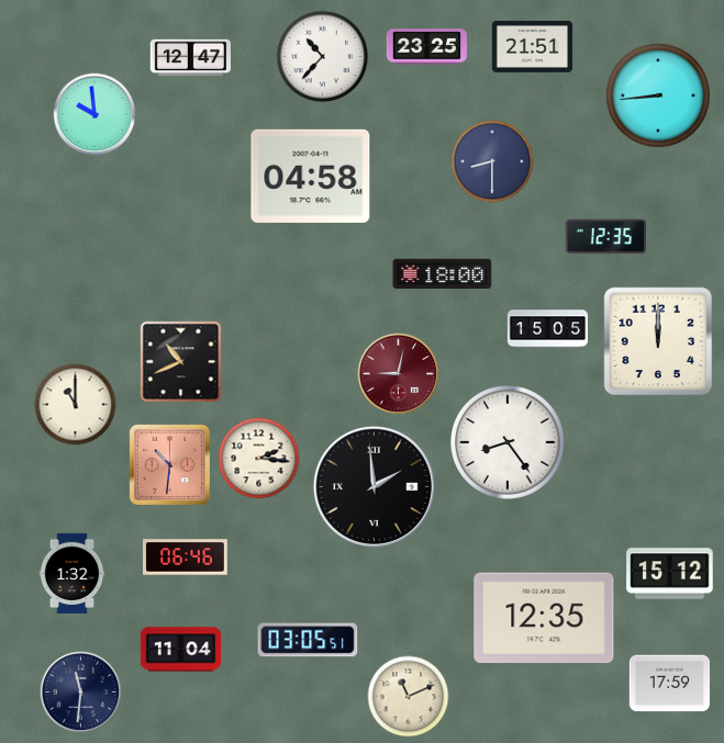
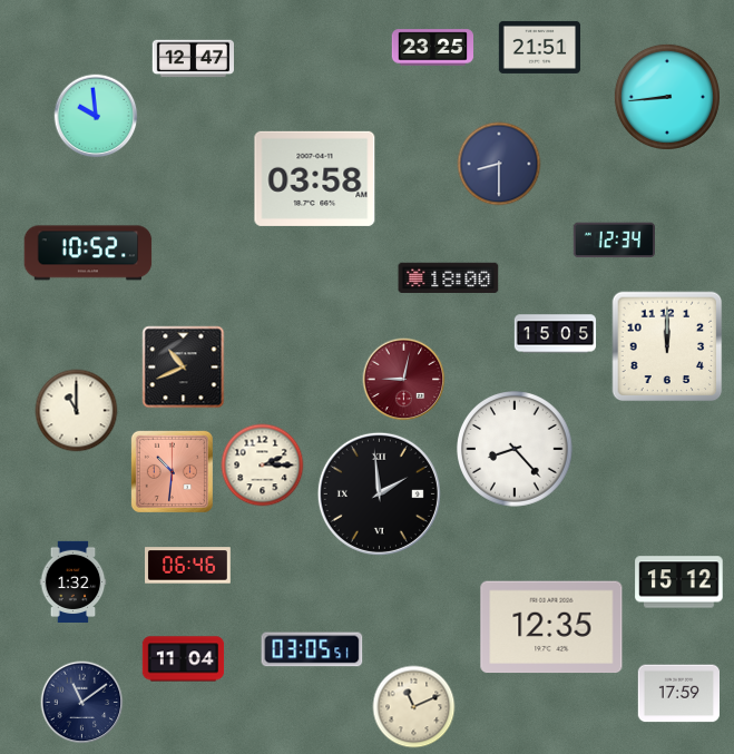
clock at (323, 57): 10:37 -> none
clock at (311, 176): 04:58 -> 03:58
clock at (605, 237): 12:35 -> 12:34
clock at (88, 253): none -> 10:52
clock at (509, 443): 8:24 -> 8:23
clock at (259, 459): 2:16 -> 2:15
clock at (81, 693): 11:31 -> 11:09
